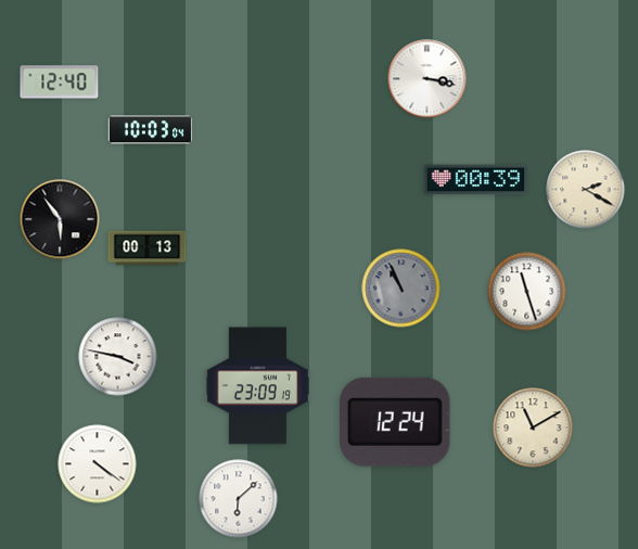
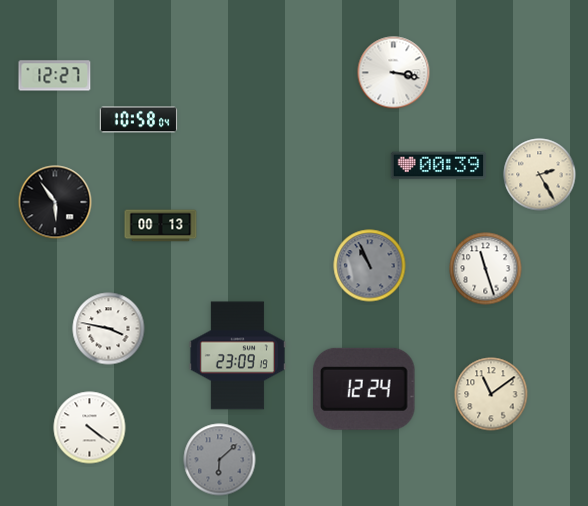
clock at (60, 82): 12:40 -> 12:27
clock at (151, 130): 10:03 -> 10:58
clock at (586, 190): 2:20 -> 2:25
clock at (148, 248) position: (148, 248) -> (161, 226)
clock at (533, 427): 11:10 -> 11:09
clock at (239, 499) dial: white -> grey
